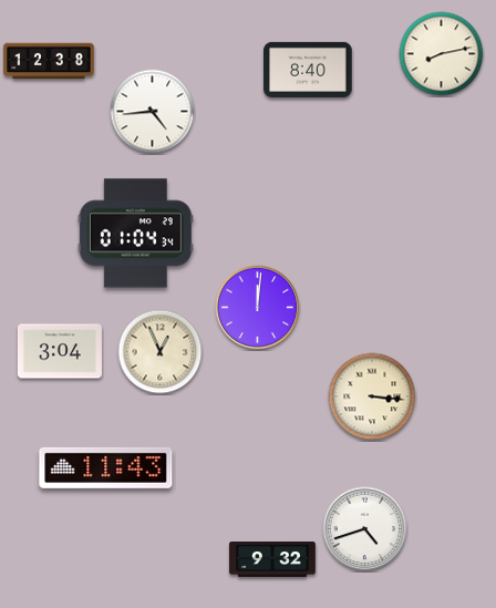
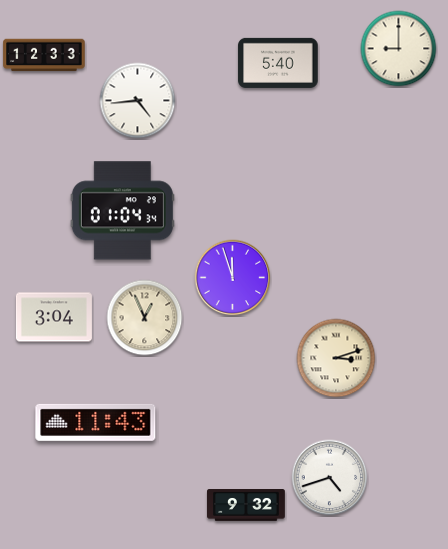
clock at (442, 54): 8:13 -> 9:00
clock at (49, 61): 12:38 -> 12:33
clock at (308, 70): 8:40 -> 5:40
clock at (258, 308): 12:01 -> 11:57
clock at (372, 396): 3:16 -> 3:12
